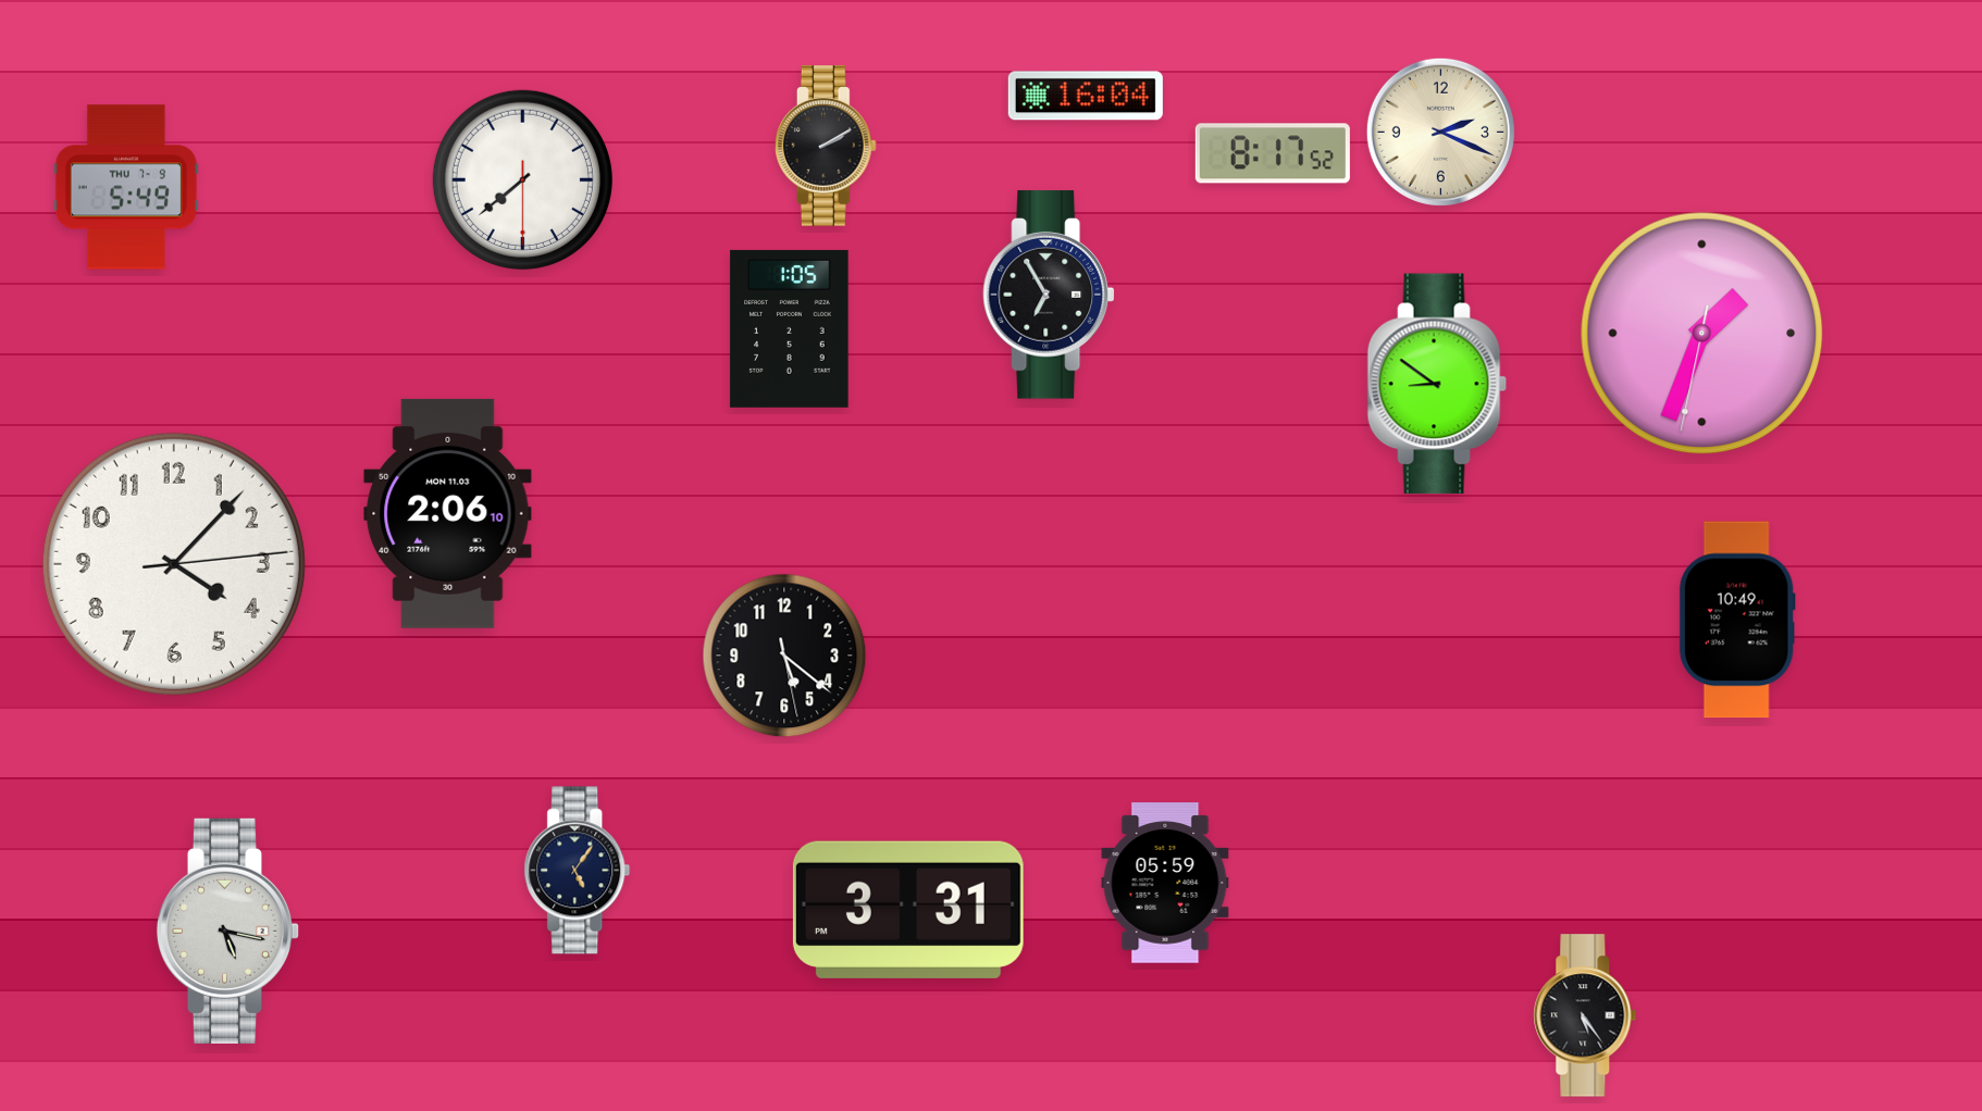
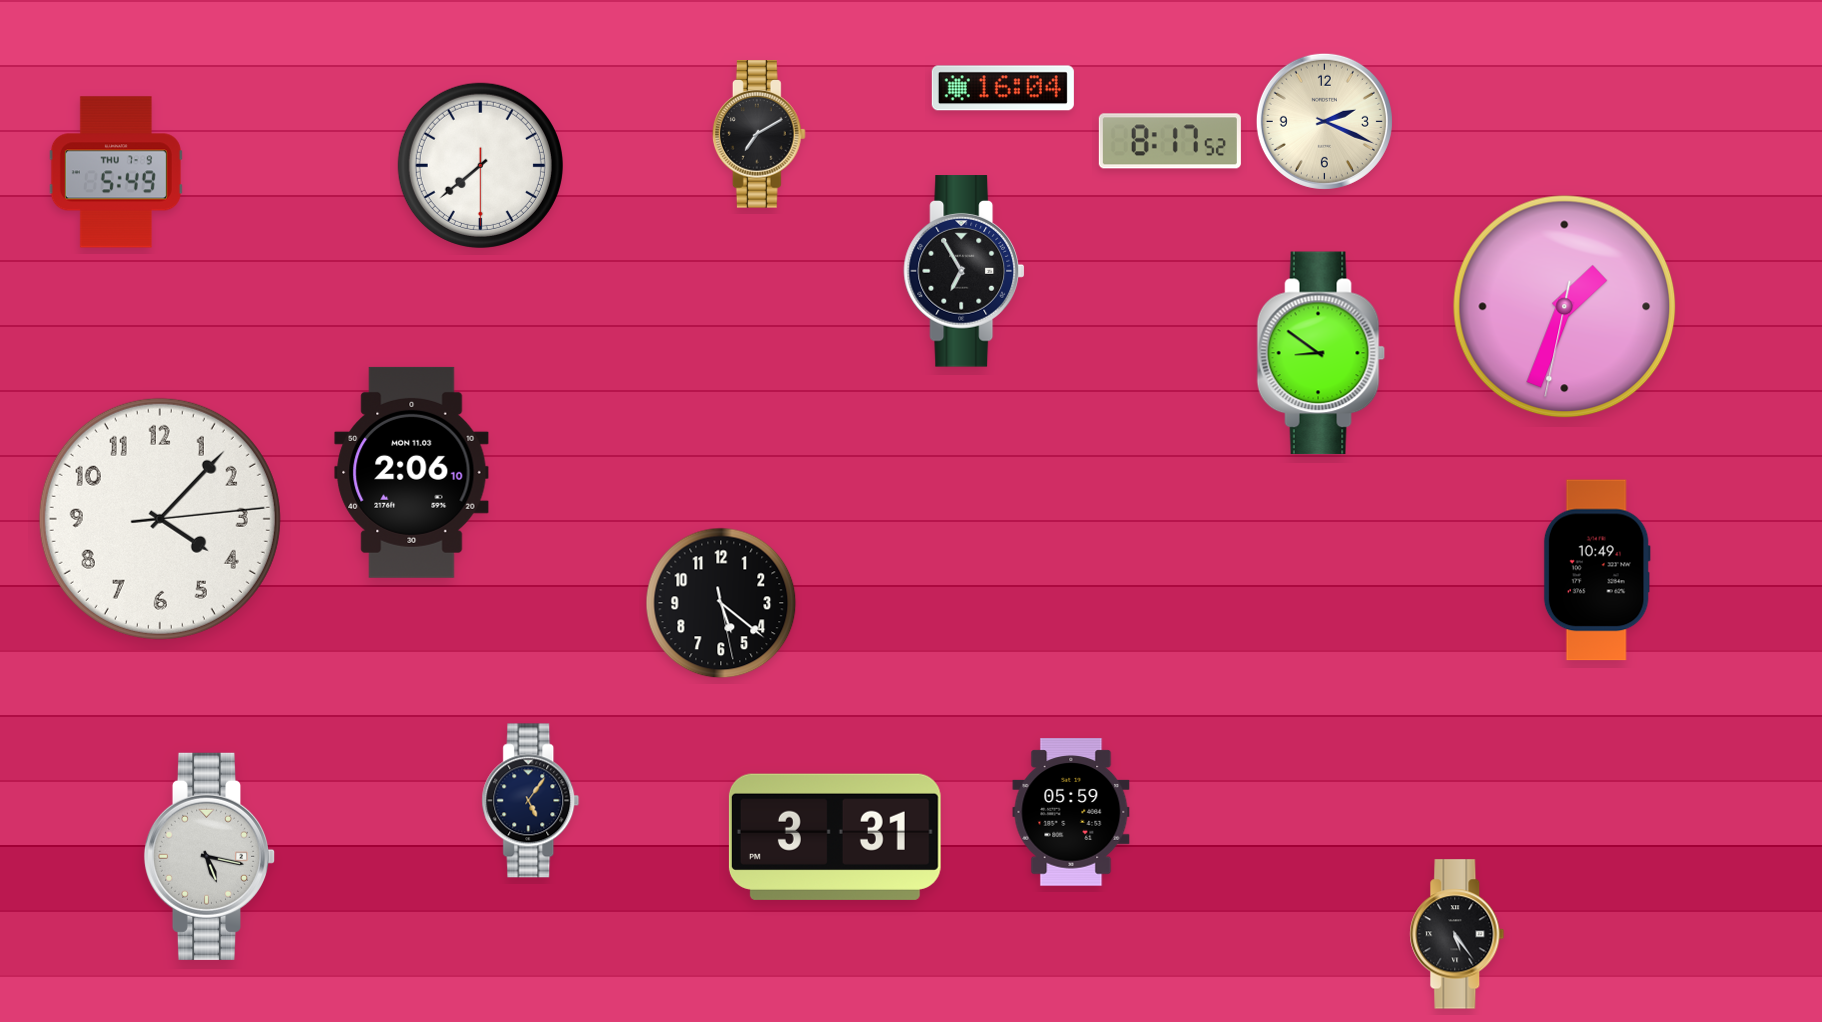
clock at (1086, 96) position: (1086, 96) -> (1003, 88)
clock at (826, 146): 2:10 -> 7:10
clock at (790, 328): 1:05 -> none
